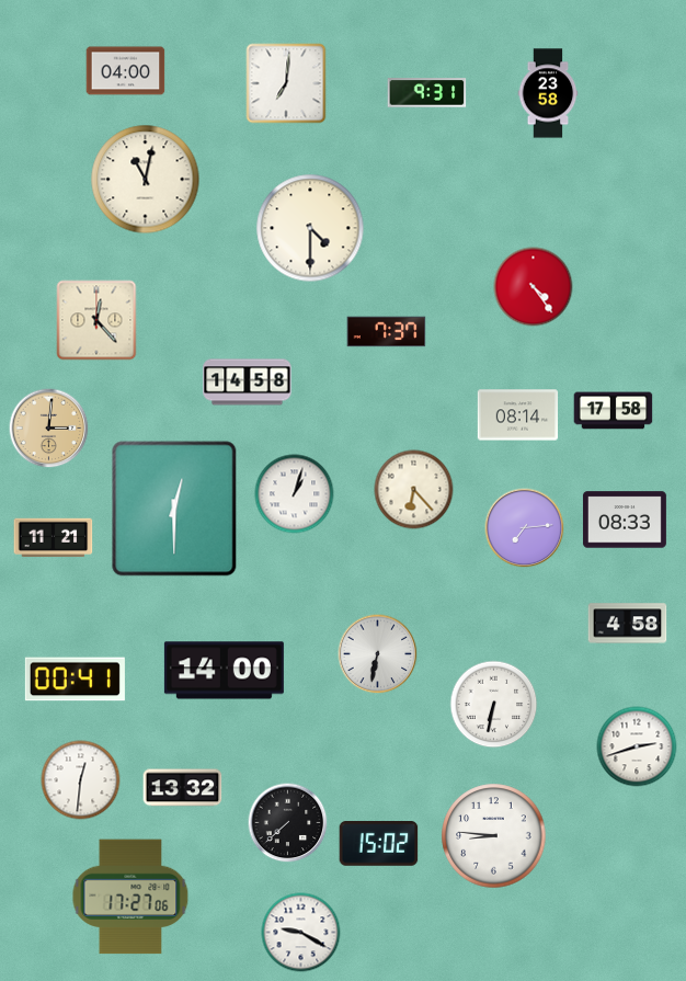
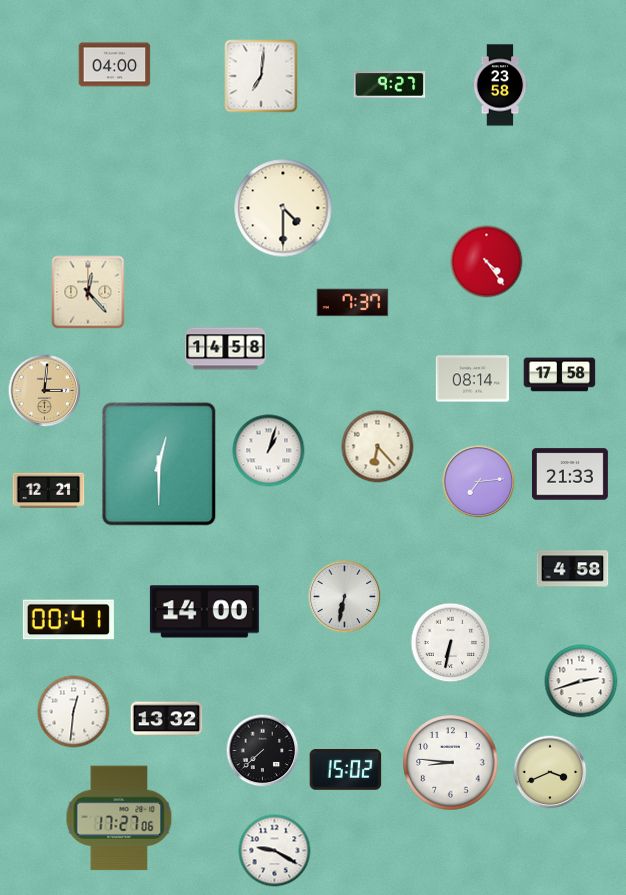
clock at (427, 93): 9:31 -> 9:27
clock at (146, 180): 11:02 -> none
clock at (625, 520): 08:33 -> 21:33
clock at (54, 538): 11:21 -> 12:21
clock at (550, 772): none -> 3:41
